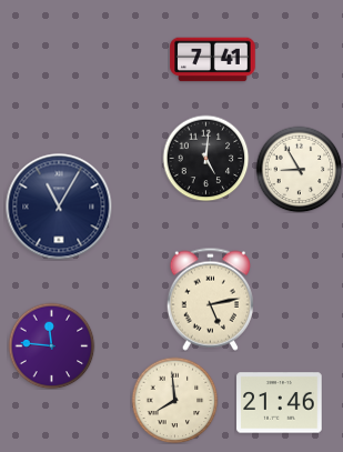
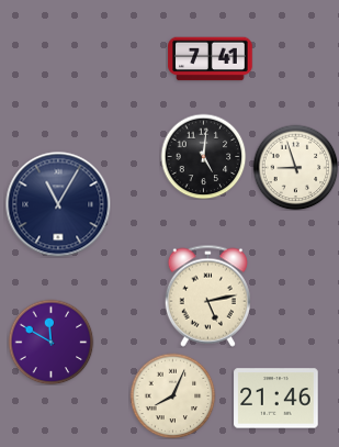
clock at (299, 169): 8:55 -> 8:57
clock at (51, 345): 11:46 -> 11:50
clock at (174, 400): 7:59 -> 8:04
